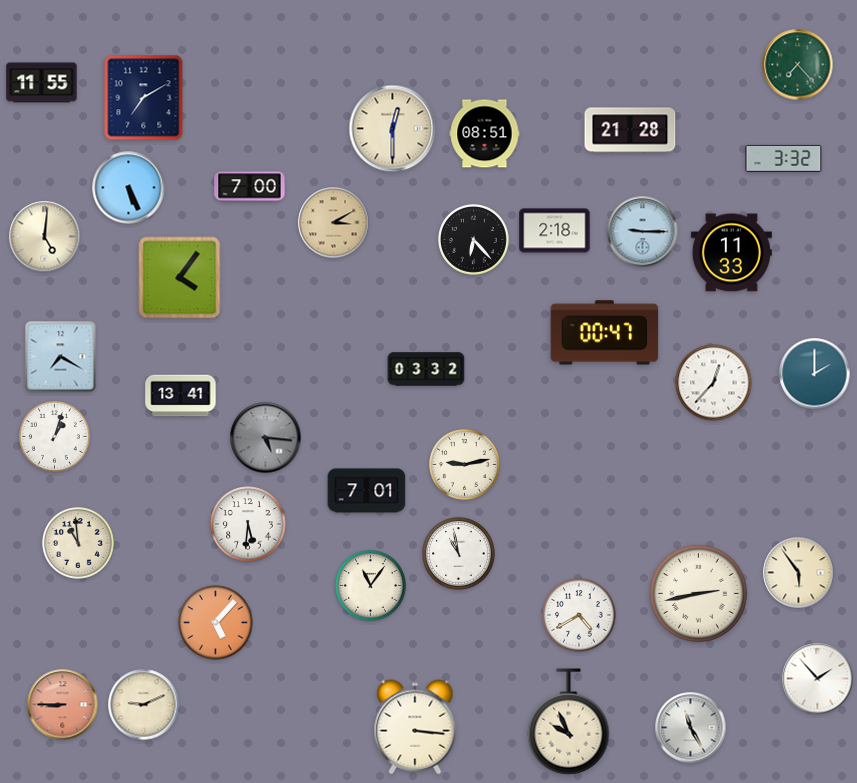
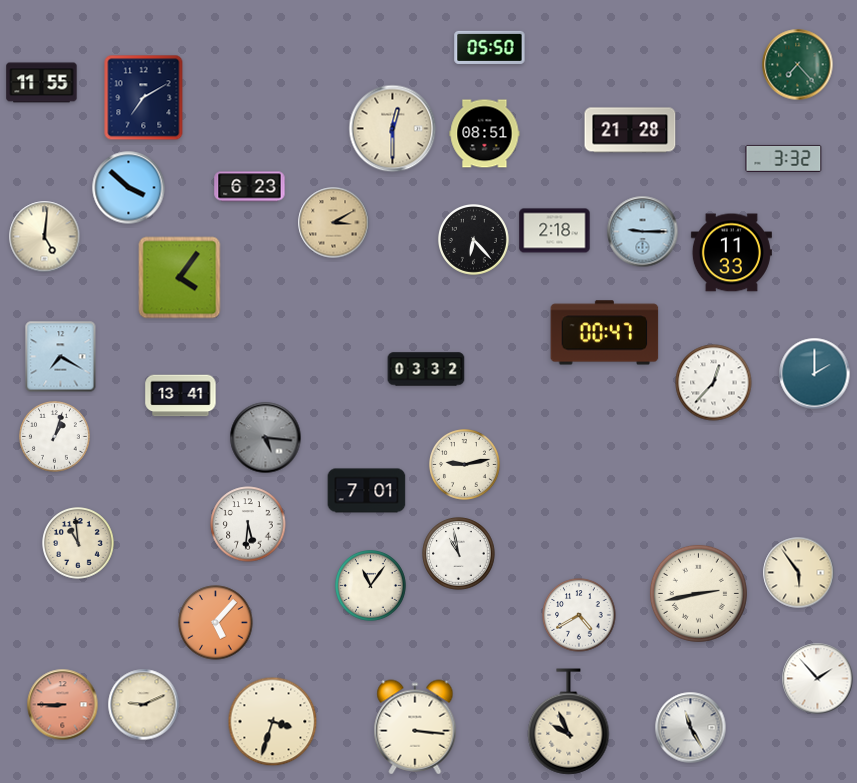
clock at (490, 47): none -> 05:50
clock at (250, 187): 7:00 -> 6:23
clock at (129, 188): 5:26 -> 3:52
clock at (273, 722): none -> 3:33
